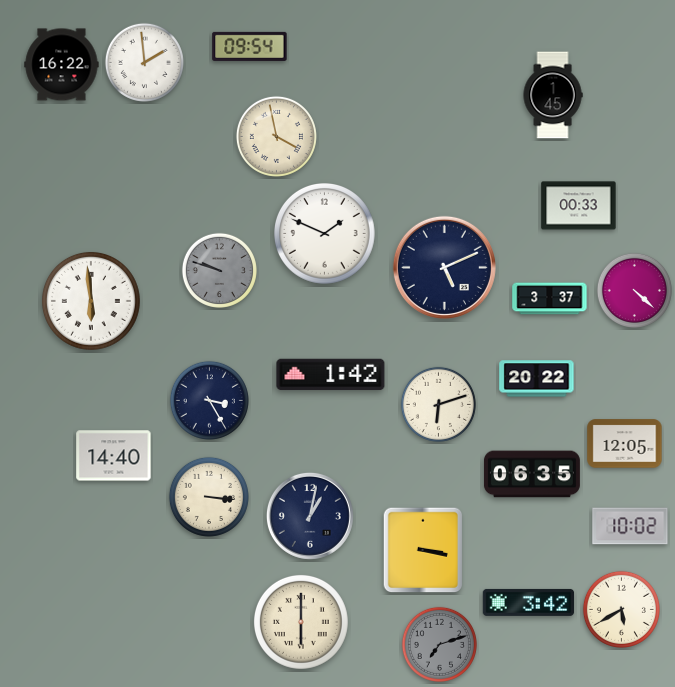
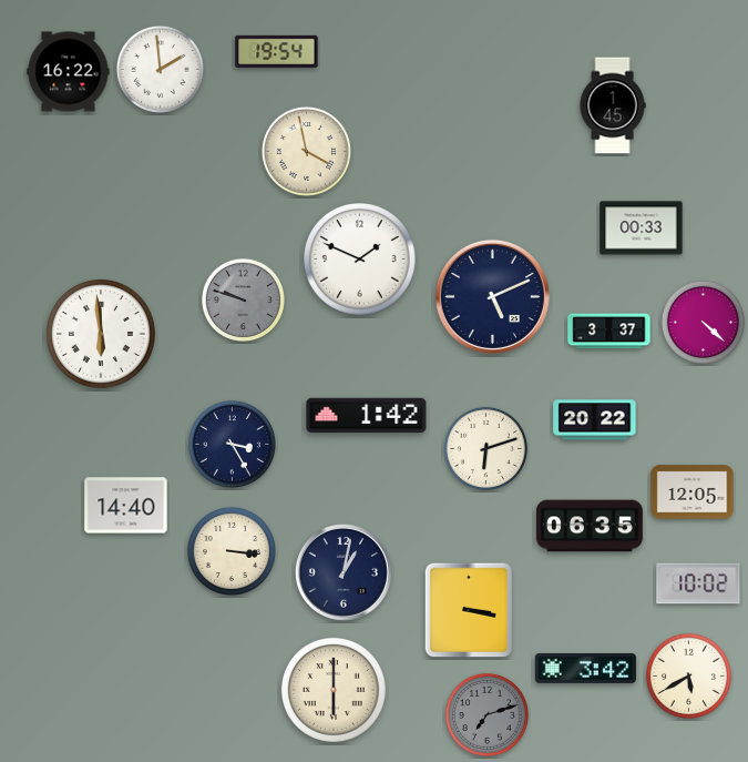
clock at (250, 46): 09:54 -> 19:54
